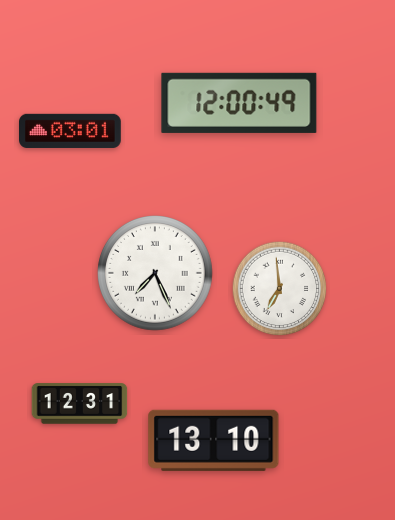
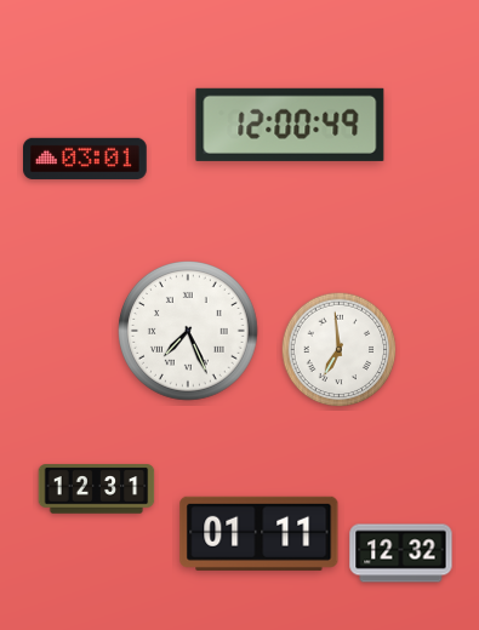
clock at (214, 440): 13:10 -> 01:11
clock at (401, 554): none -> 12:32
